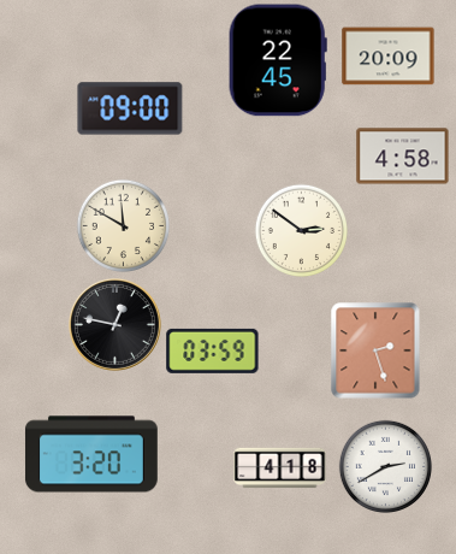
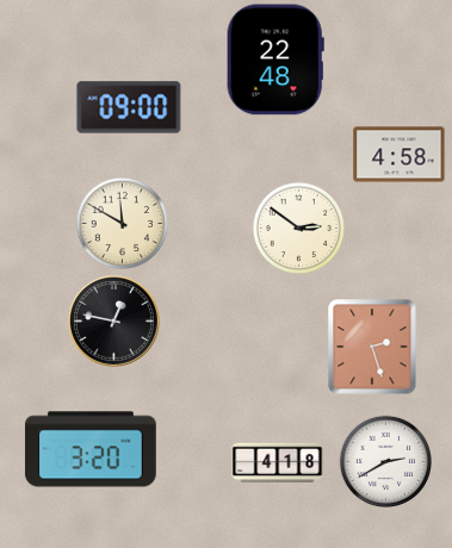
clock at (389, 57): 20:09 -> none
clock at (278, 60): 22:45 -> 22:48
clock at (213, 350): 03:59 -> none
clock at (385, 466) position: (385, 466) -> (385, 461)
